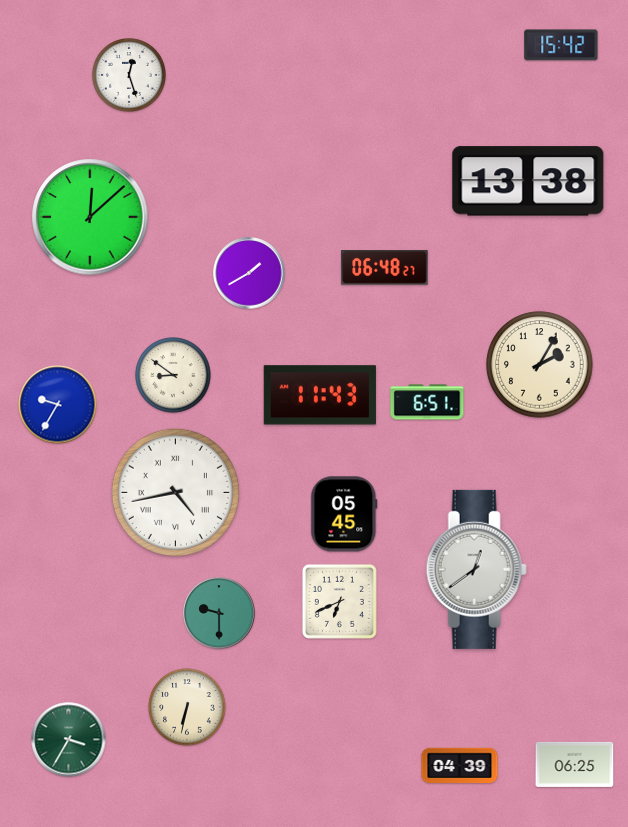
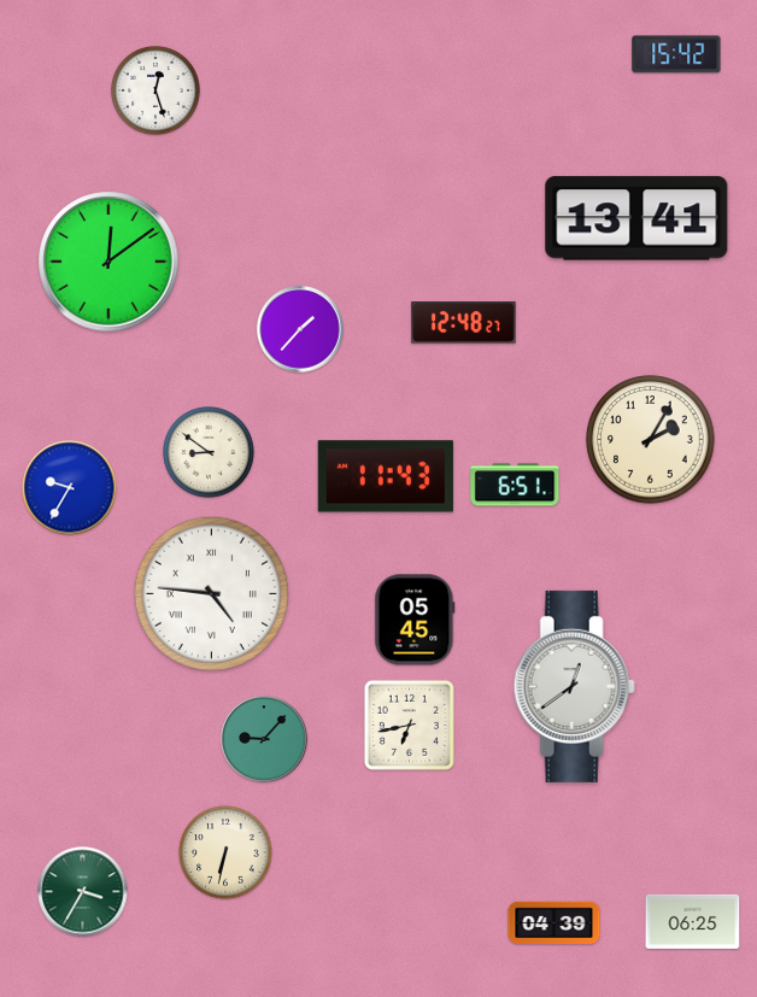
clock at (528, 181): 13:38 -> 13:41
clock at (90, 217): 12:08 -> 12:09
clock at (385, 268): 06:48 -> 12:48
clock at (249, 273): 1:40 -> 1:37
clock at (175, 492): 4:43 -> 4:46
clock at (339, 601): 6:41 -> 6:43
clock at (219, 613): 9:30 -> 9:07
